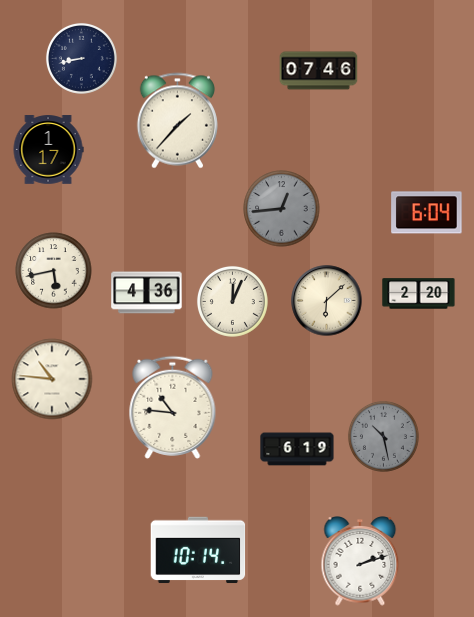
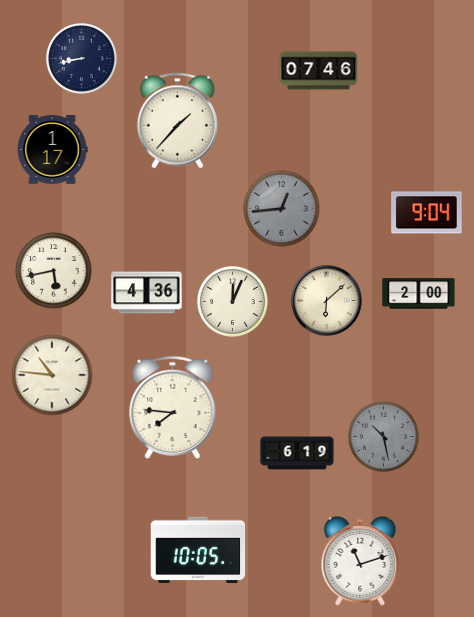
clock at (48, 150) position: (48, 150) -> (52, 150)
clock at (427, 213): 6:04 -> 9:04
clock at (419, 294): 2:20 -> 2:00
clock at (52, 379) position: (52, 379) -> (52, 375)
clock at (173, 407): 10:46 -> 7:46
clock at (297, 449) position: (297, 449) -> (297, 453)
clock at (198, 550): 10:14 -> 10:05
clock at (360, 562): 2:12 -> 11:12
